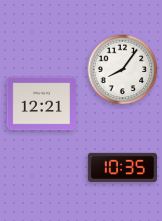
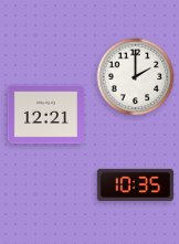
clock at (123, 70): 8:06 -> 2:00
